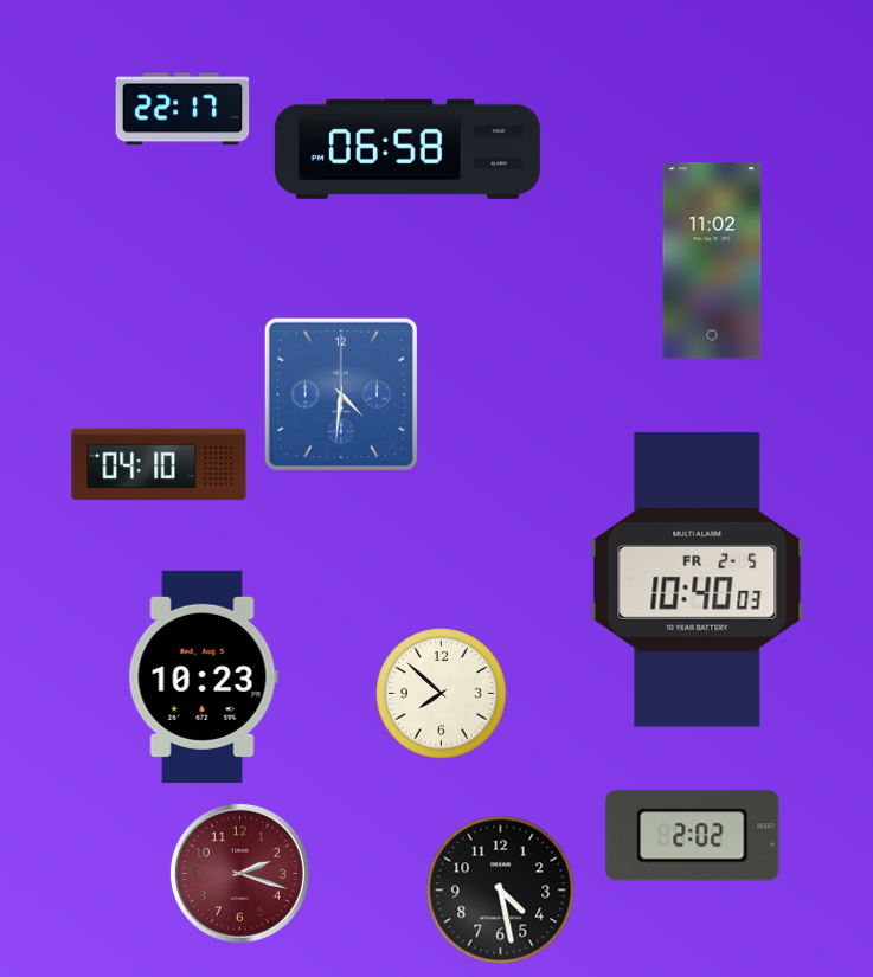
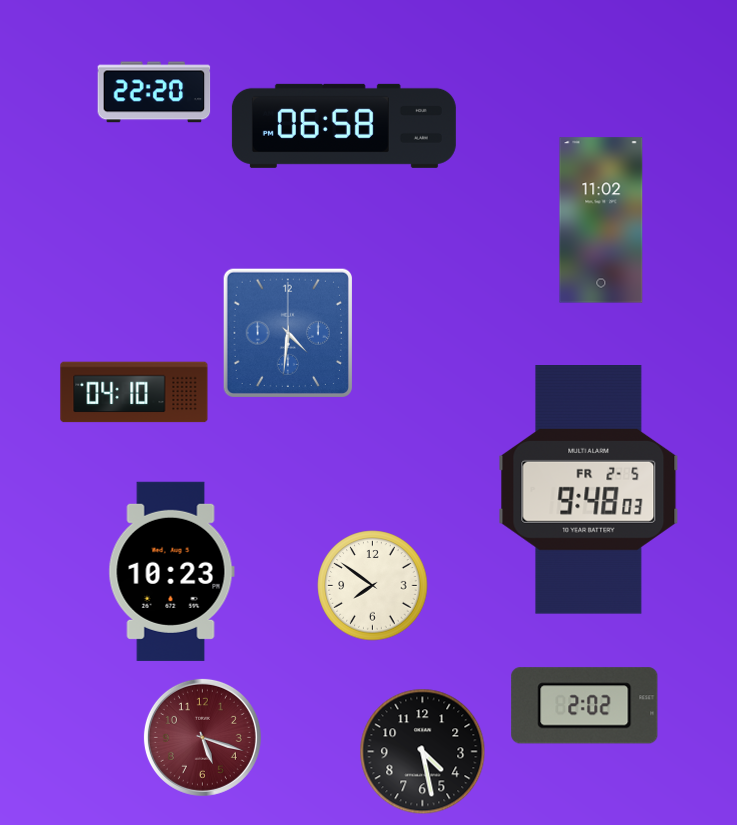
clock at (182, 109): 22:17 -> 22:20
clock at (698, 580): 10:40 -> 9:48
clock at (442, 694): 7:52 -> 7:51
clock at (239, 873): 2:18 -> 5:18
